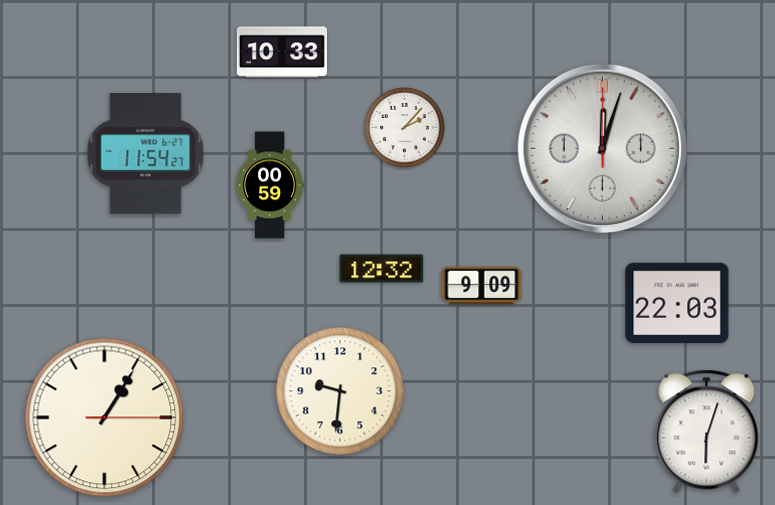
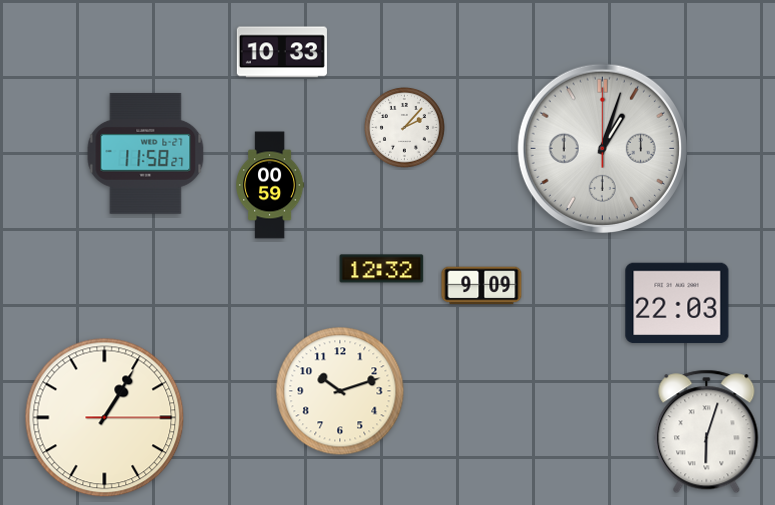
clock at (602, 148): 12:03 -> 1:03
clock at (146, 154): 11:54 -> 11:58
clock at (340, 391): 9:31 -> 10:12
